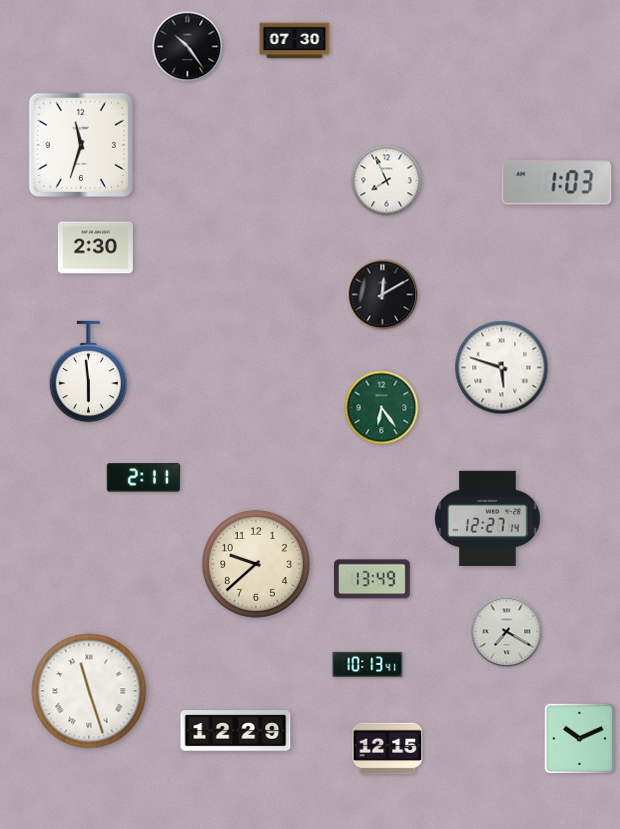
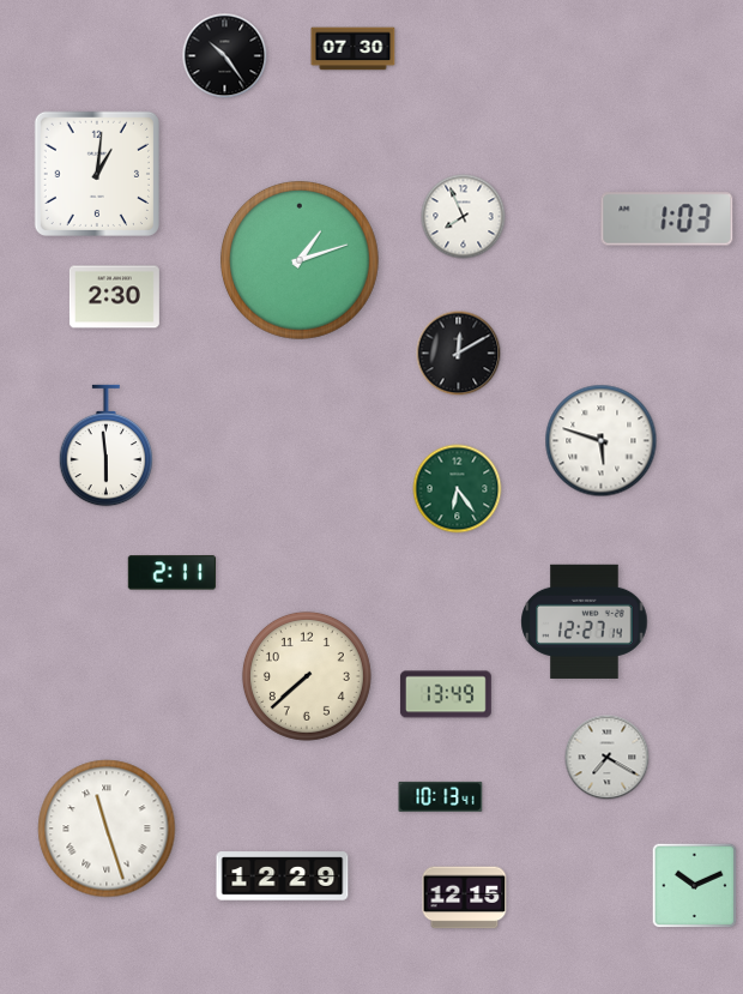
clock at (81, 145): 11:33 -> 1:01
clock at (300, 260): none -> 1:12
clock at (256, 564): 9:38 -> 7:38
